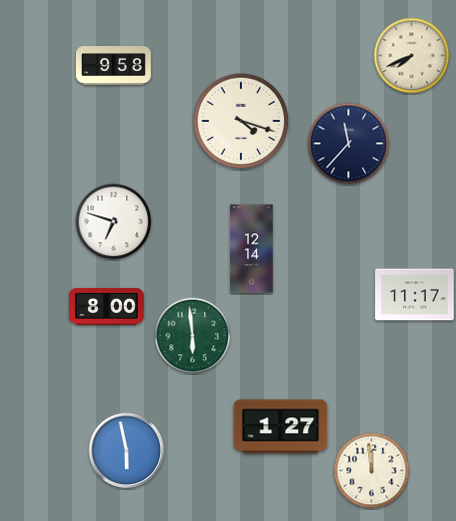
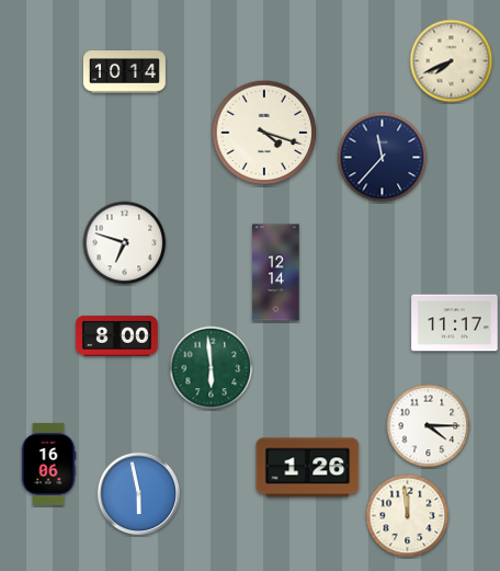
clock at (113, 66): 9:58 -> 10:14
clock at (429, 426): none -> 4:15
clock at (48, 464): none -> 16:06
clock at (281, 427): 1:27 -> 1:26
